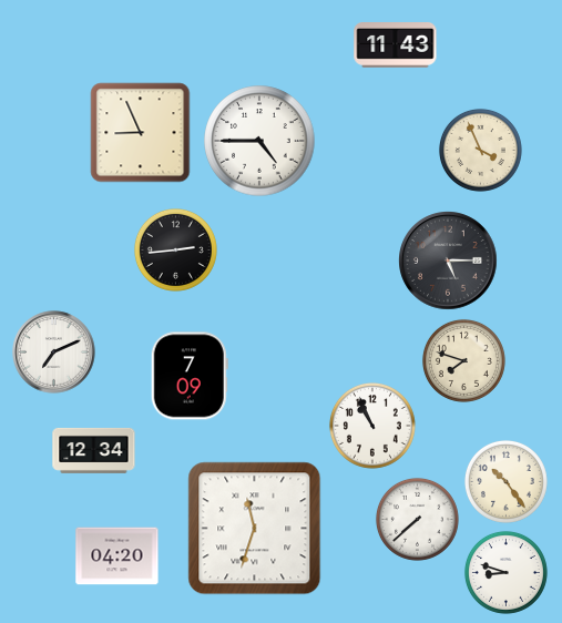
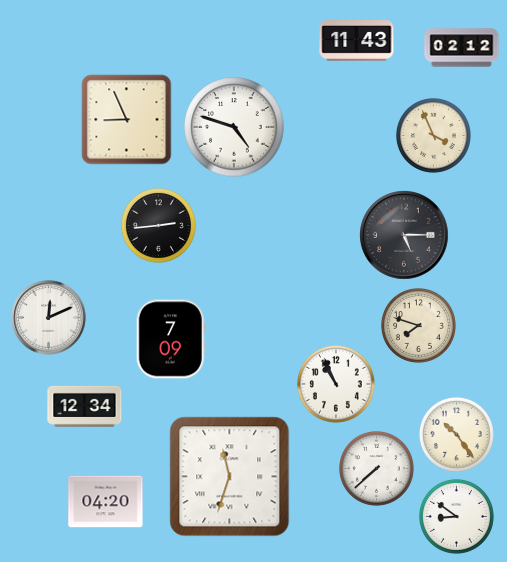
clock at (462, 48): none -> 02:12
clock at (259, 141): 4:45 -> 4:48
clock at (54, 353): 7:11 -> 12:11
clock at (505, 572): 8:48 -> 8:51
